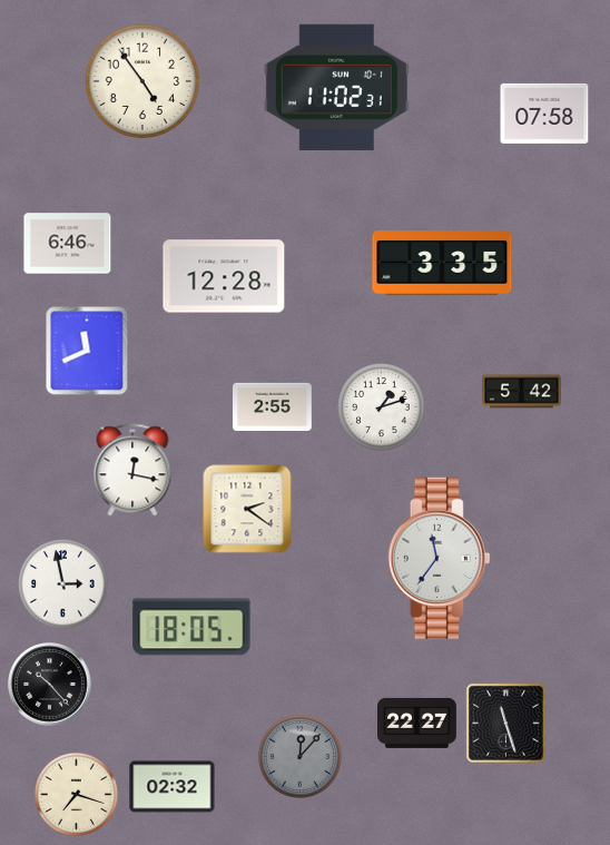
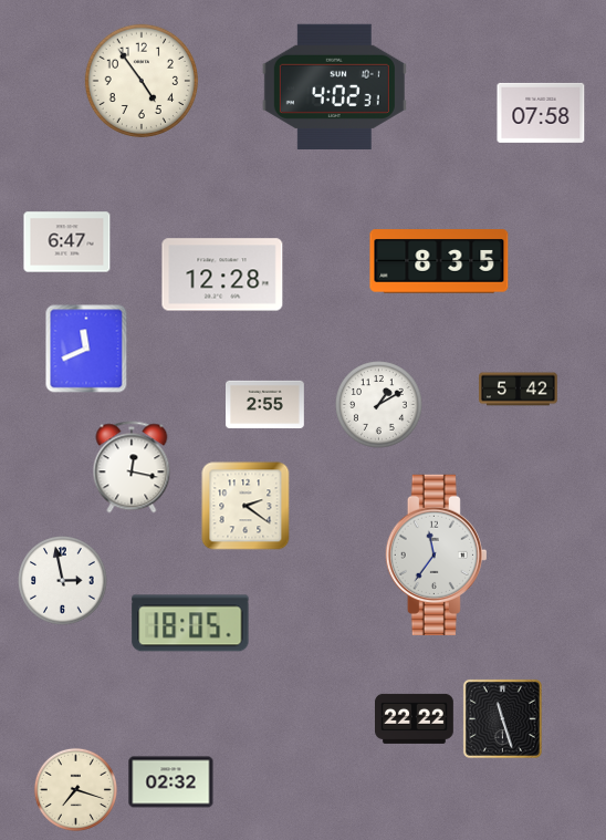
clock at (336, 87): 11:02 -> 4:02
clock at (68, 244): 6:46 -> 6:47
clock at (442, 263): 3:35 -> 8:35
clock at (273, 406) position: (273, 406) -> (265, 404)
clock at (382, 407): 1:12 -> 1:10
clock at (50, 685): 10:23 -> none
clock at (417, 723): 22:27 -> 22:22
clock at (299, 756): 12:07 -> none
